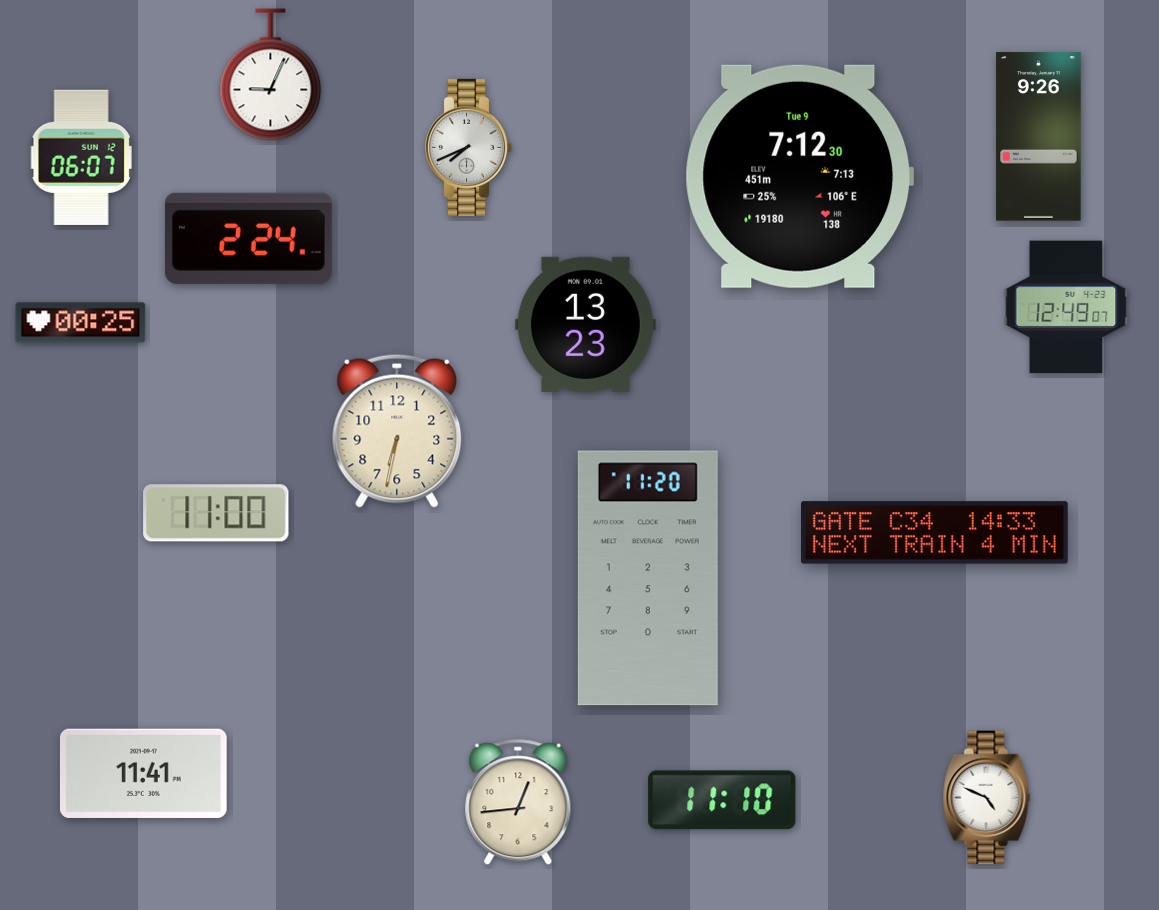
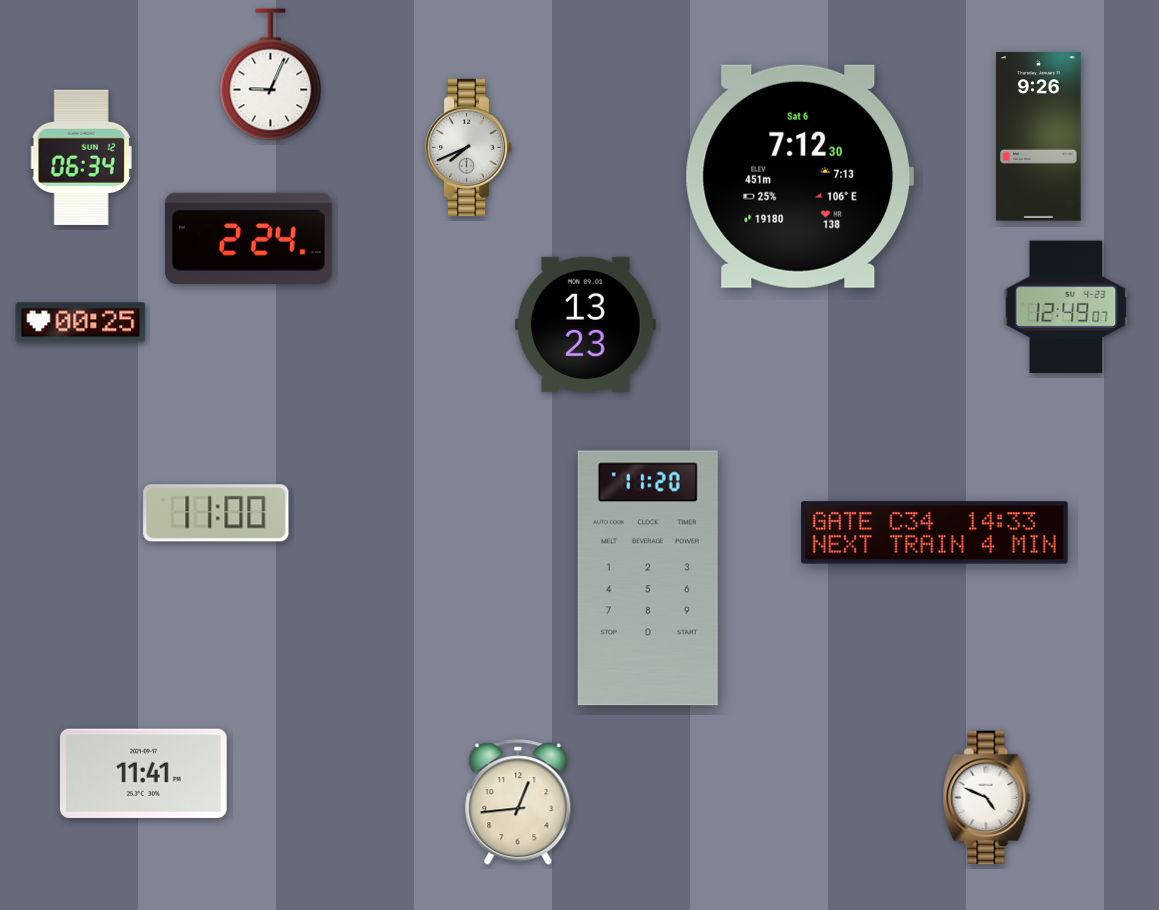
clock at (81, 157): 06:07 -> 06:34
clock at (800, 176) date: Tue 9 -> Sat 6
clock at (397, 431): 6:32 -> none
clock at (722, 800): 11:10 -> none
